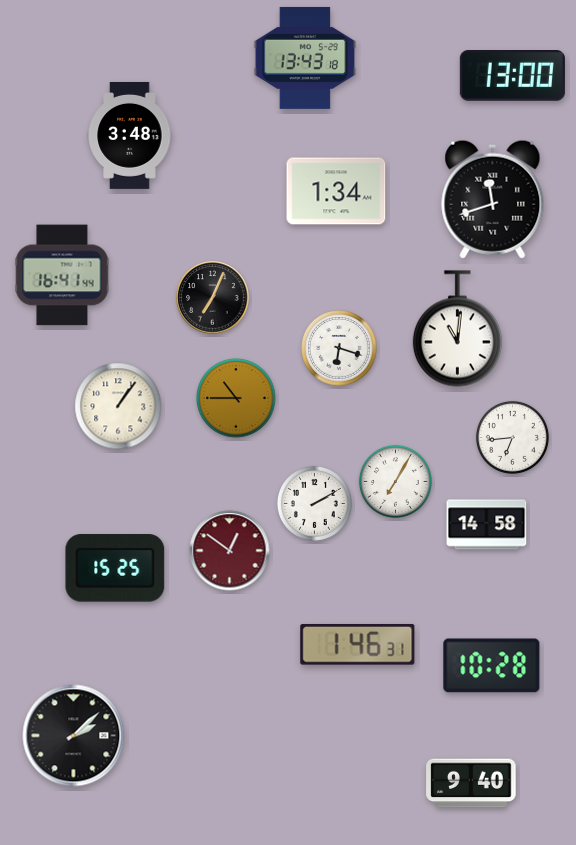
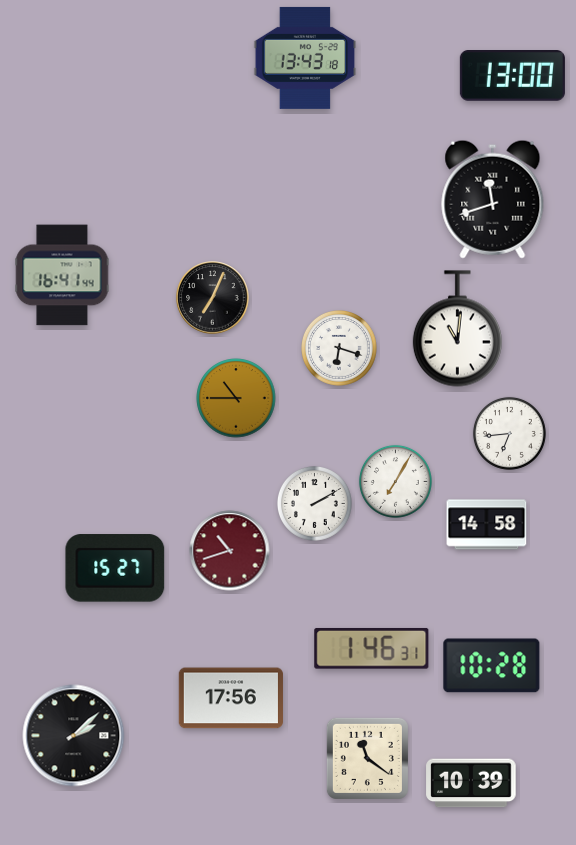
clock at (130, 135): 3:48 -> none
clock at (336, 191): 1:34 -> none
clock at (118, 406): 1:06 -> none
clock at (512, 437) position: (512, 437) -> (509, 433)
clock at (230, 551): 12:51 -> 10:42
clock at (115, 568): 15:25 -> 15:27
clock at (358, 645) position: (358, 645) -> (372, 649)
clock at (231, 698): none -> 17:56
clock at (367, 758): none -> 11:21
clock at (471, 783): 9:40 -> 10:39
